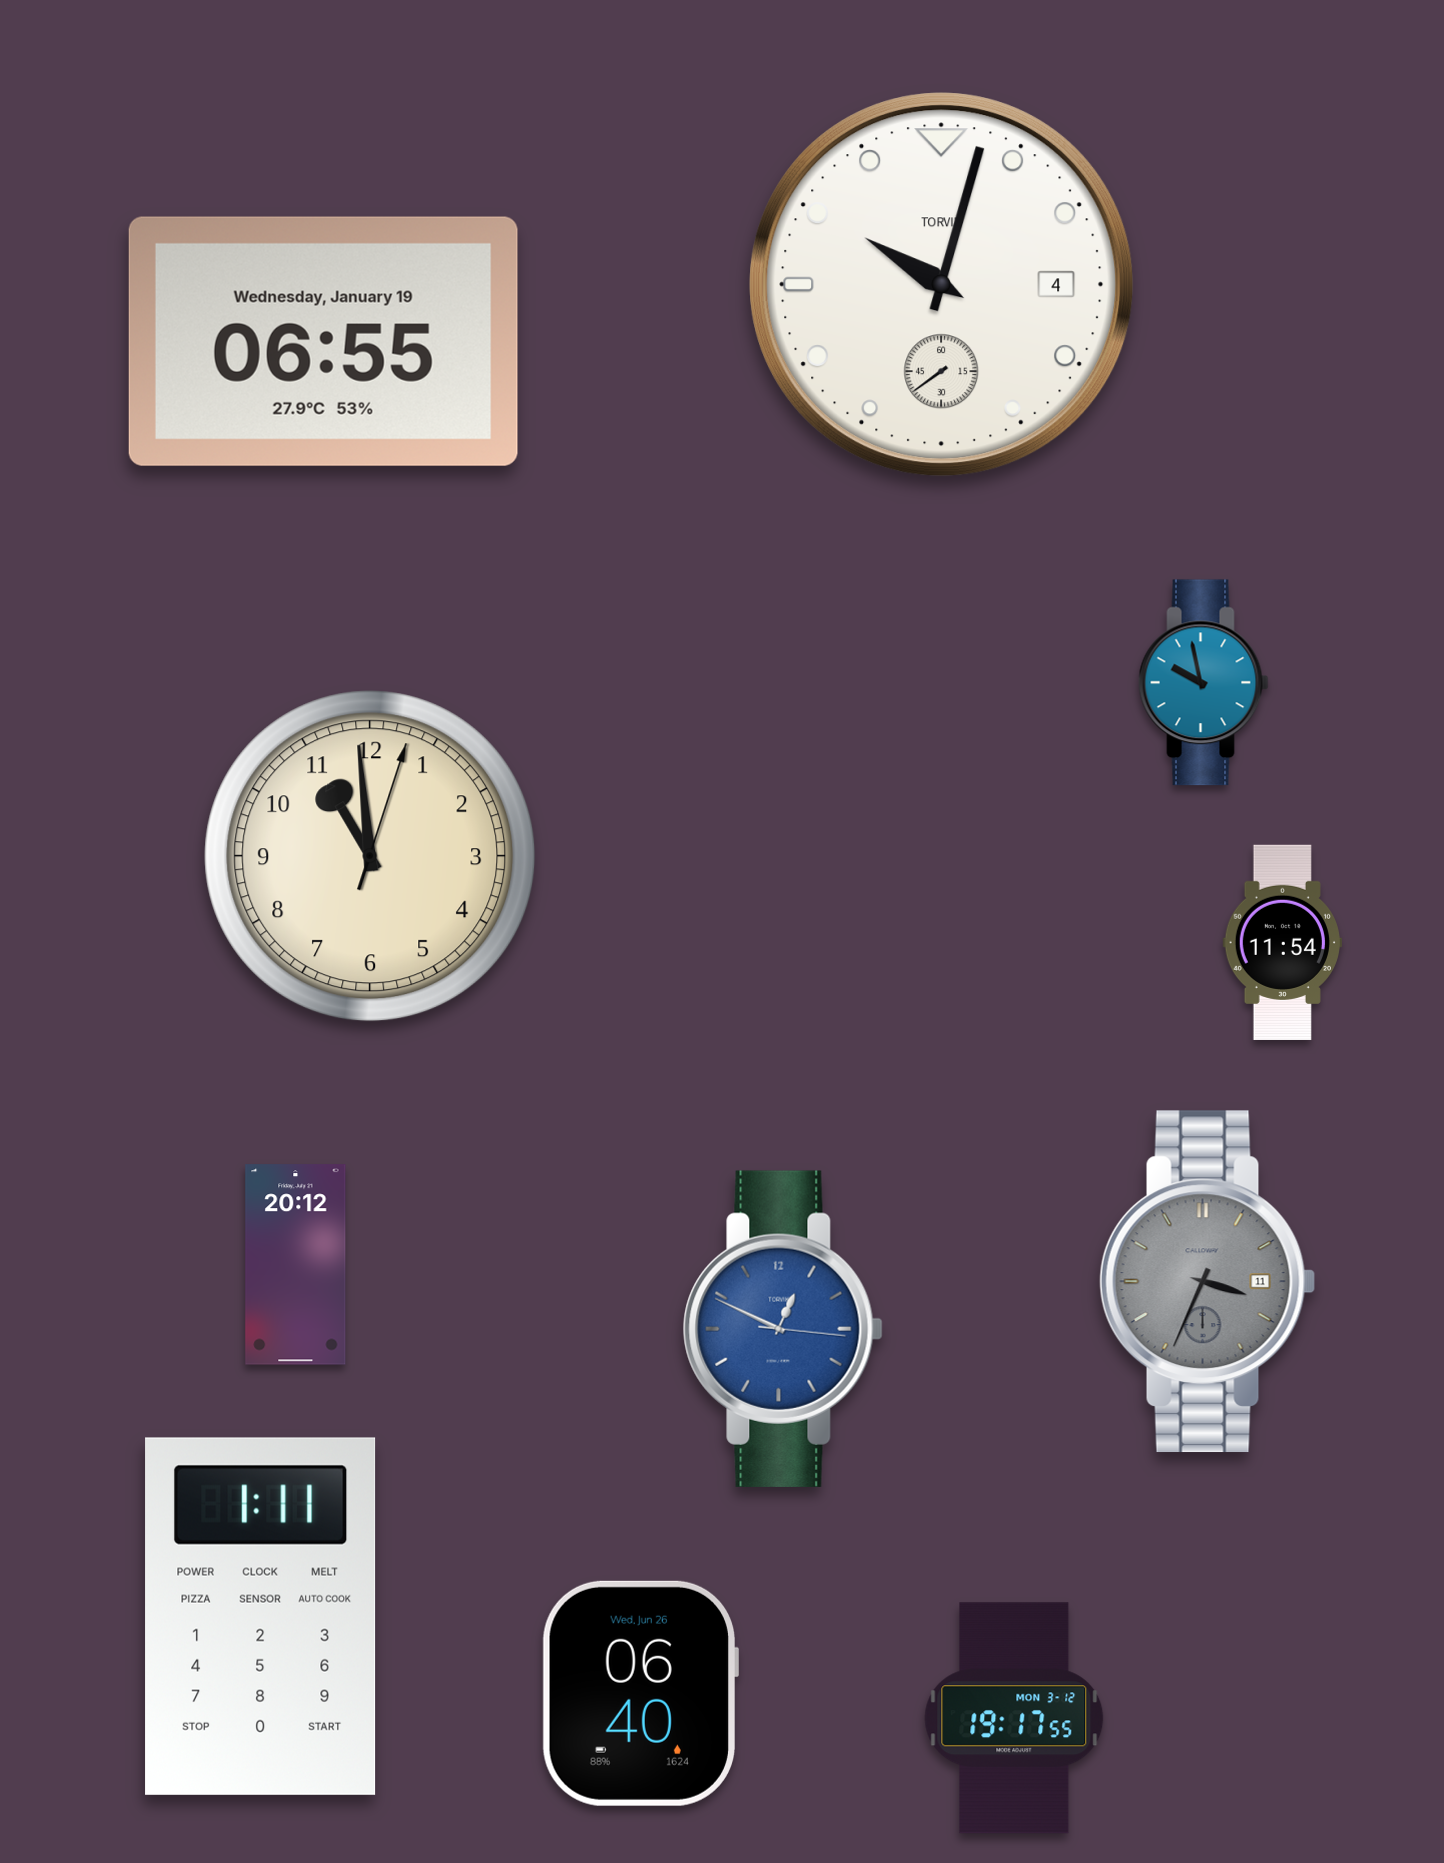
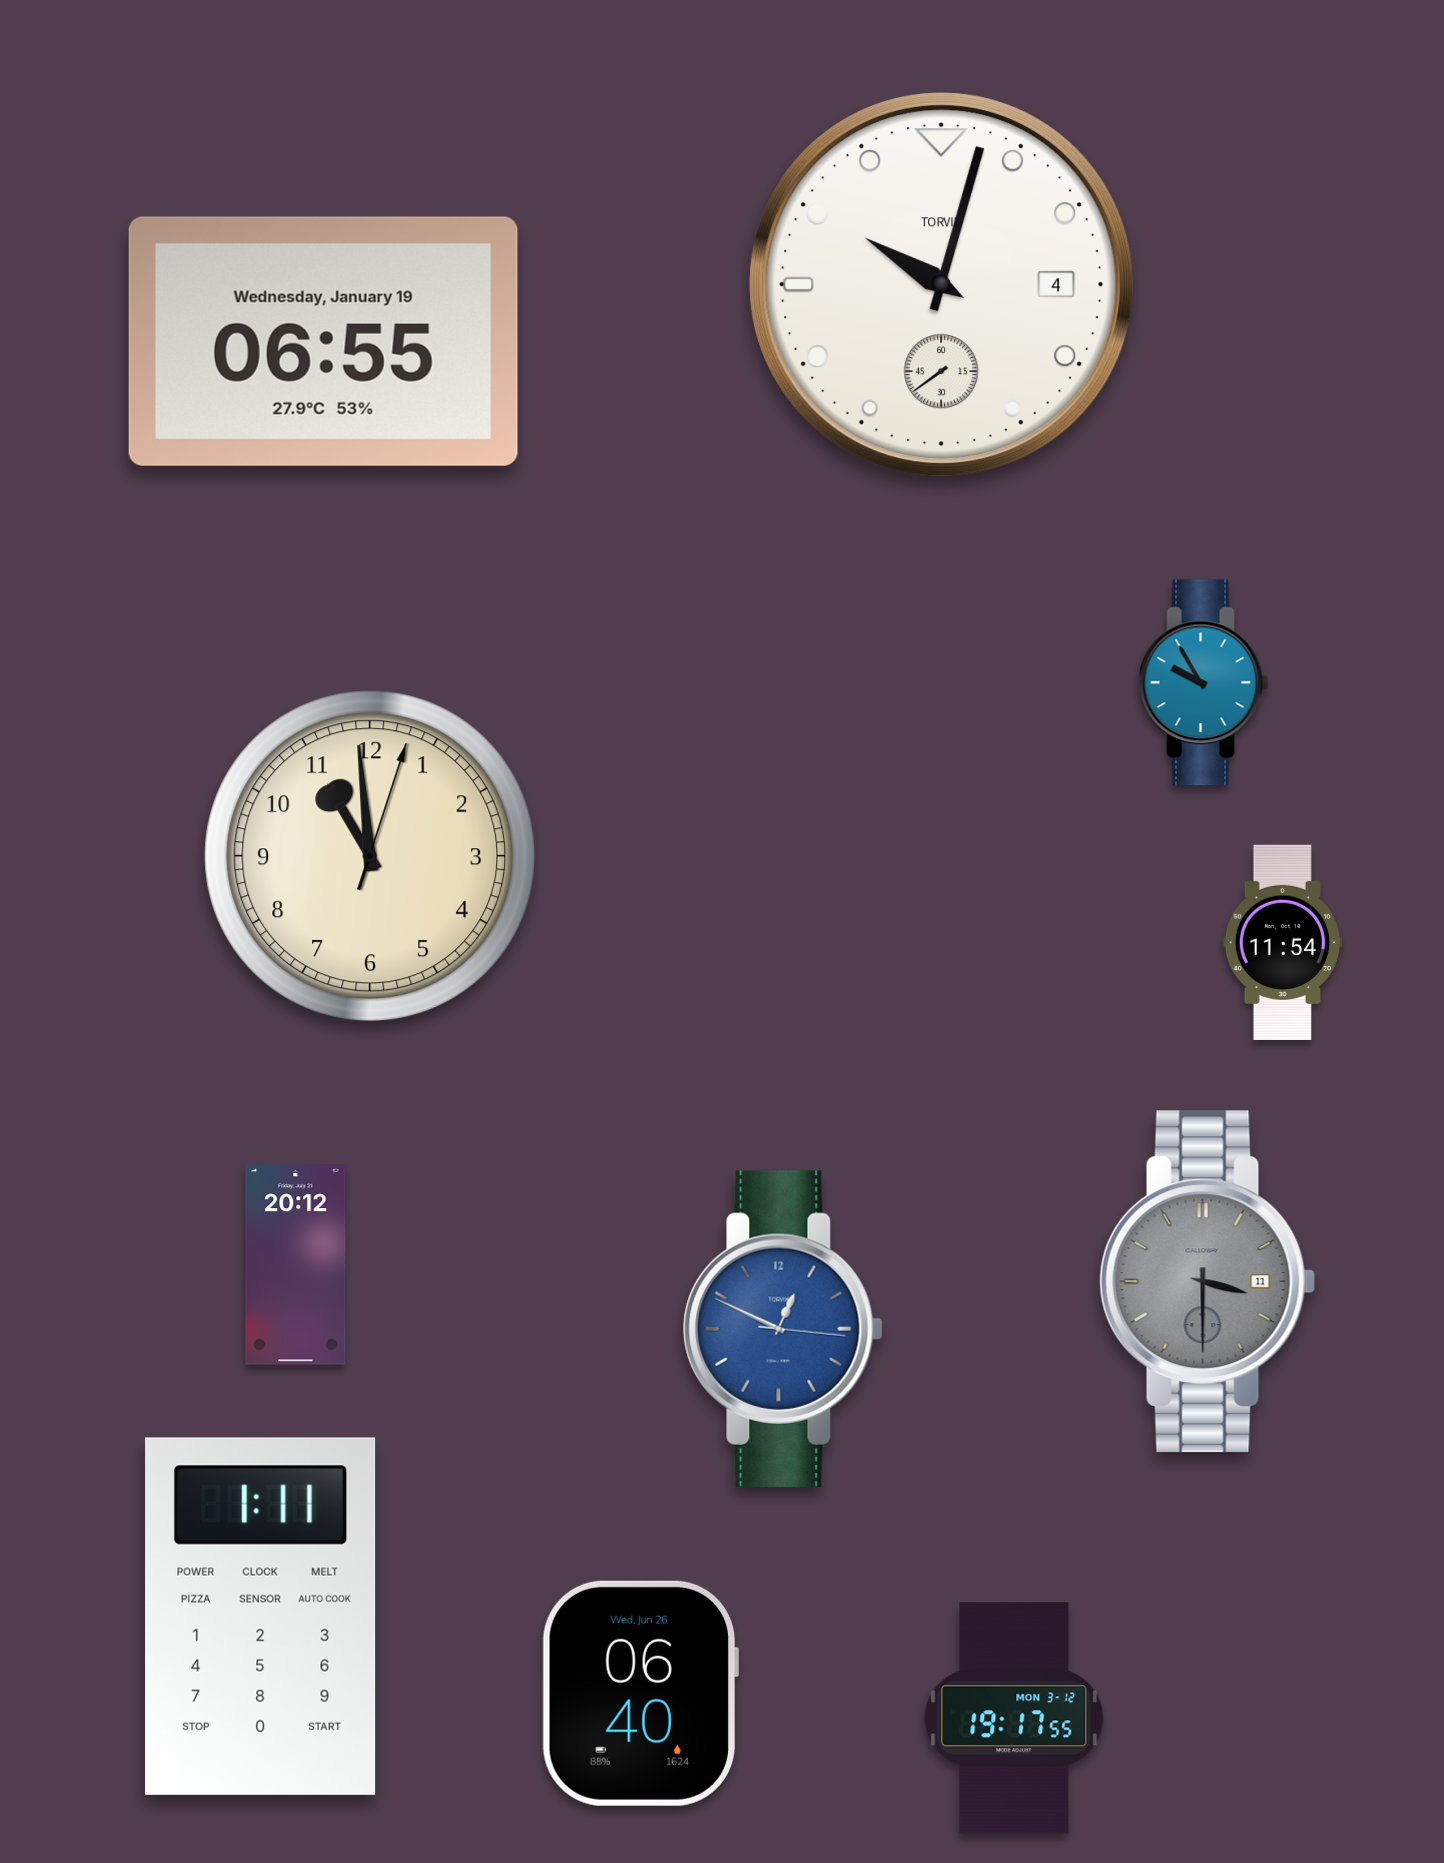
clock at (1204, 683): 9:58 -> 9:55
clock at (1208, 1282): 3:34 -> 3:30
